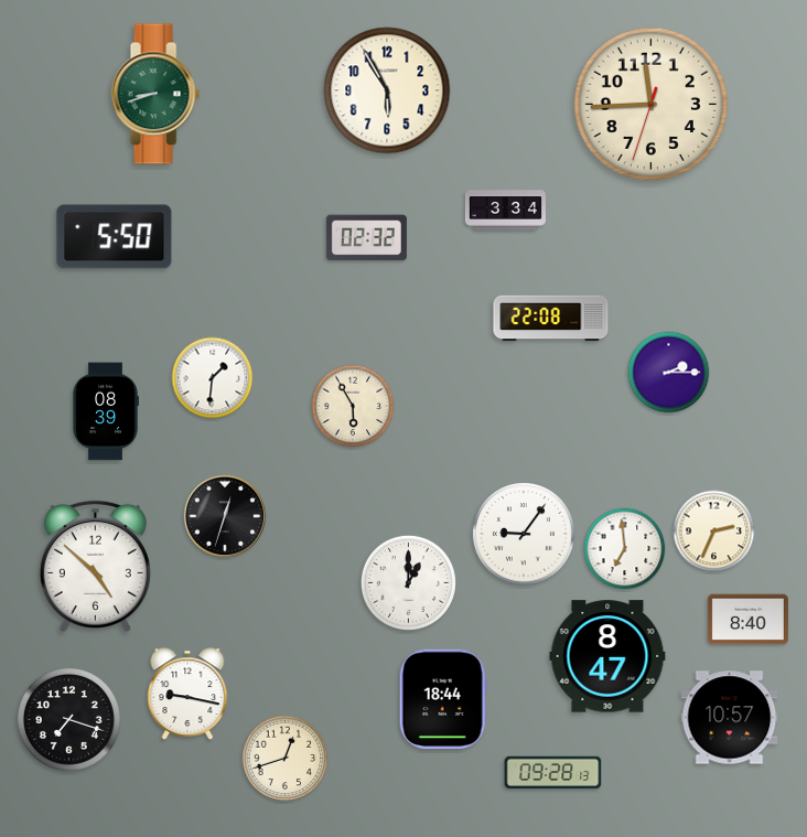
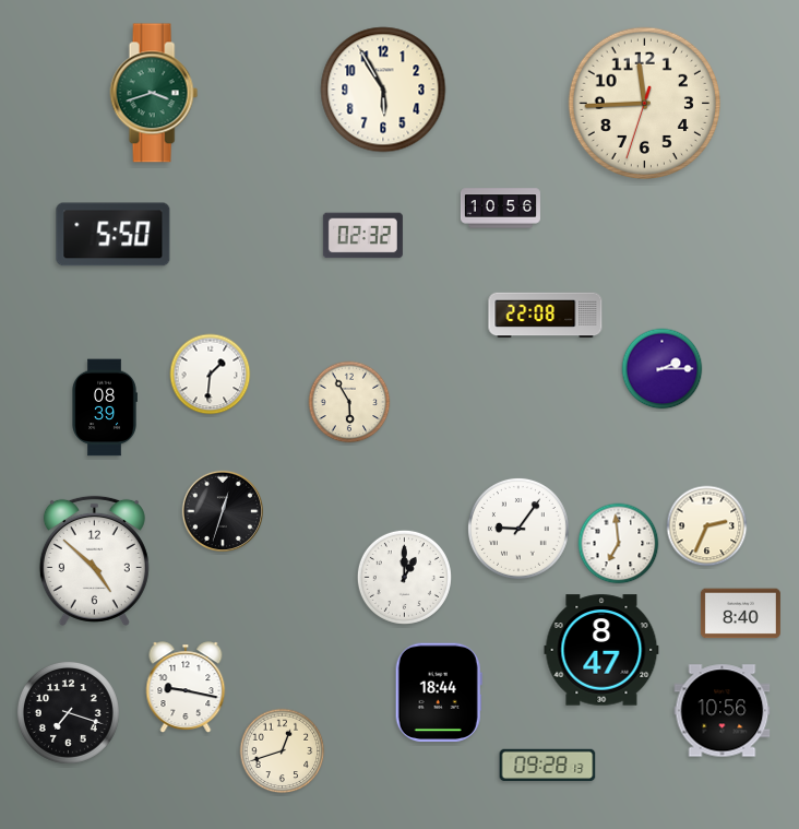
clock at (155, 94): 8:42 -> 3:42
clock at (505, 211): 3:34 -> 10:56
clock at (730, 718): 10:57 -> 10:56
